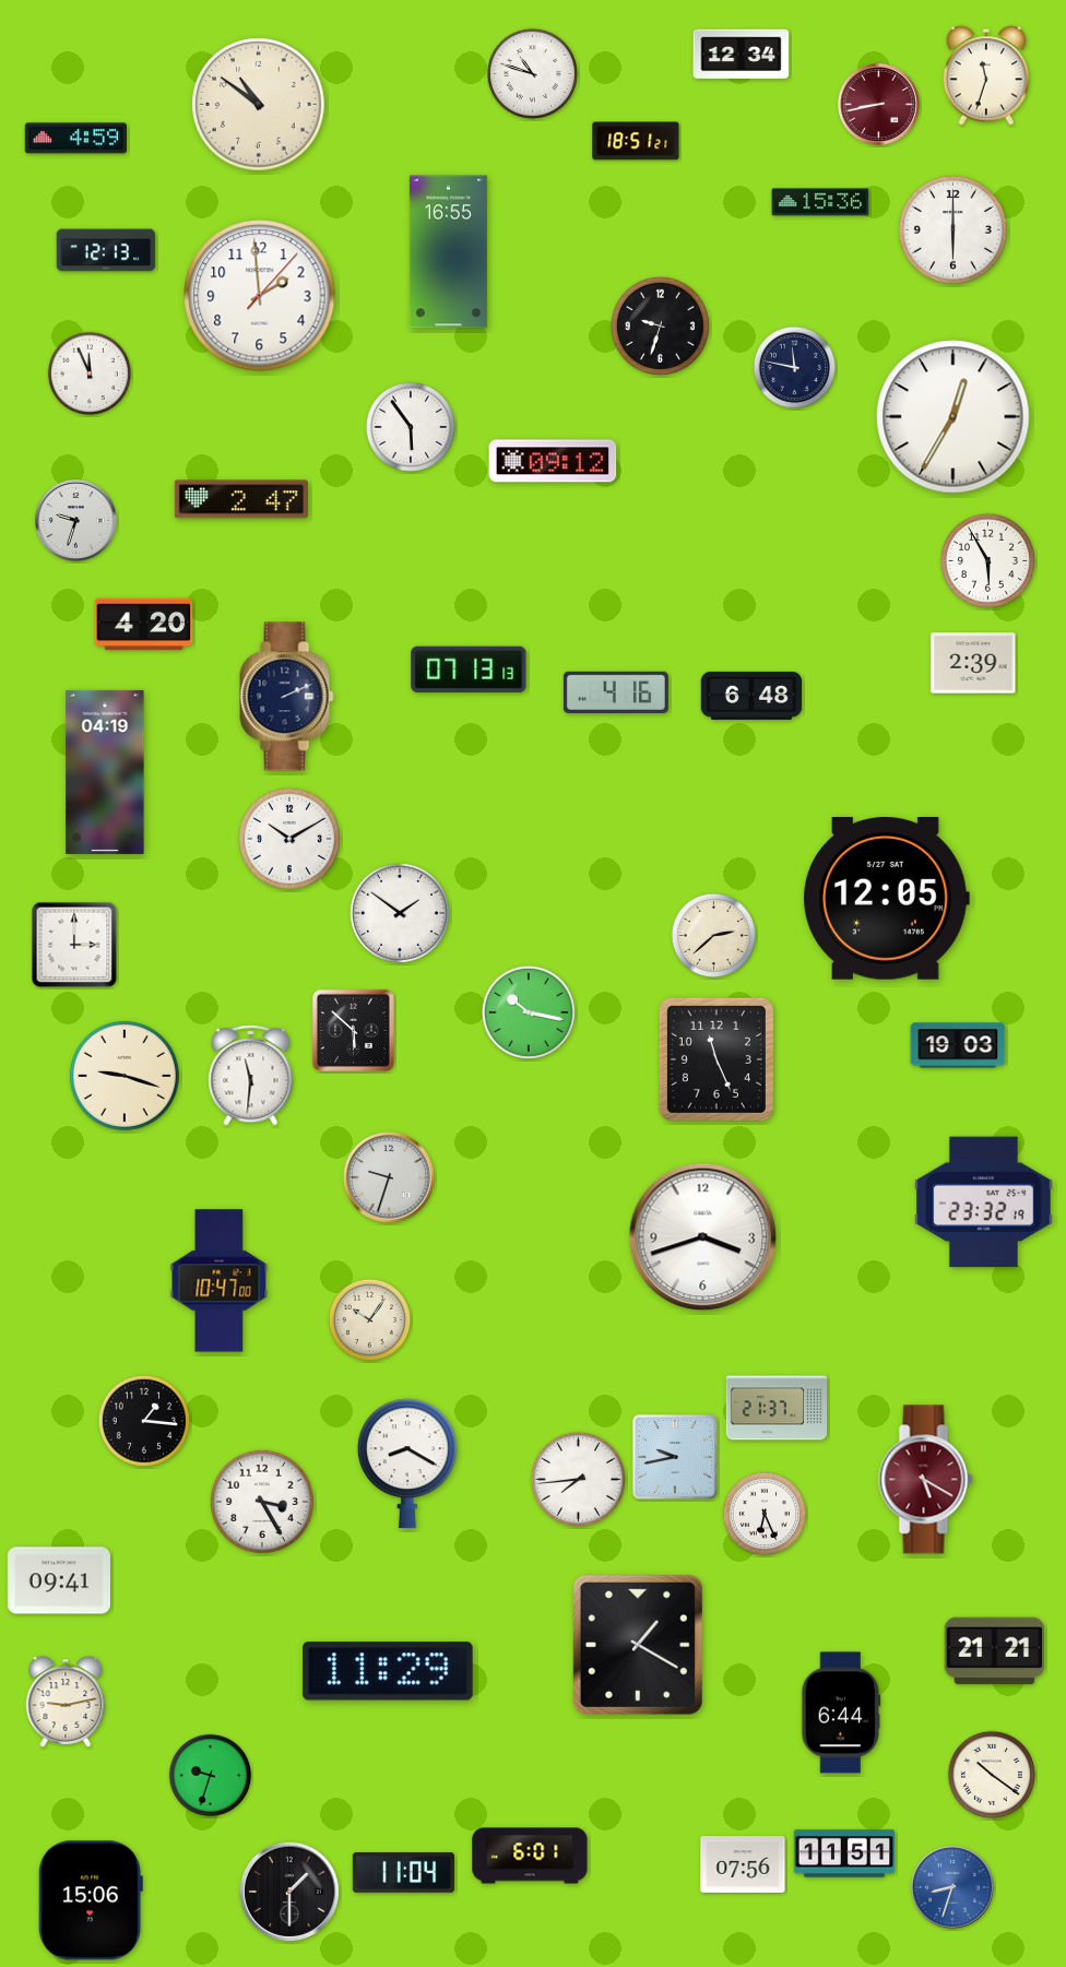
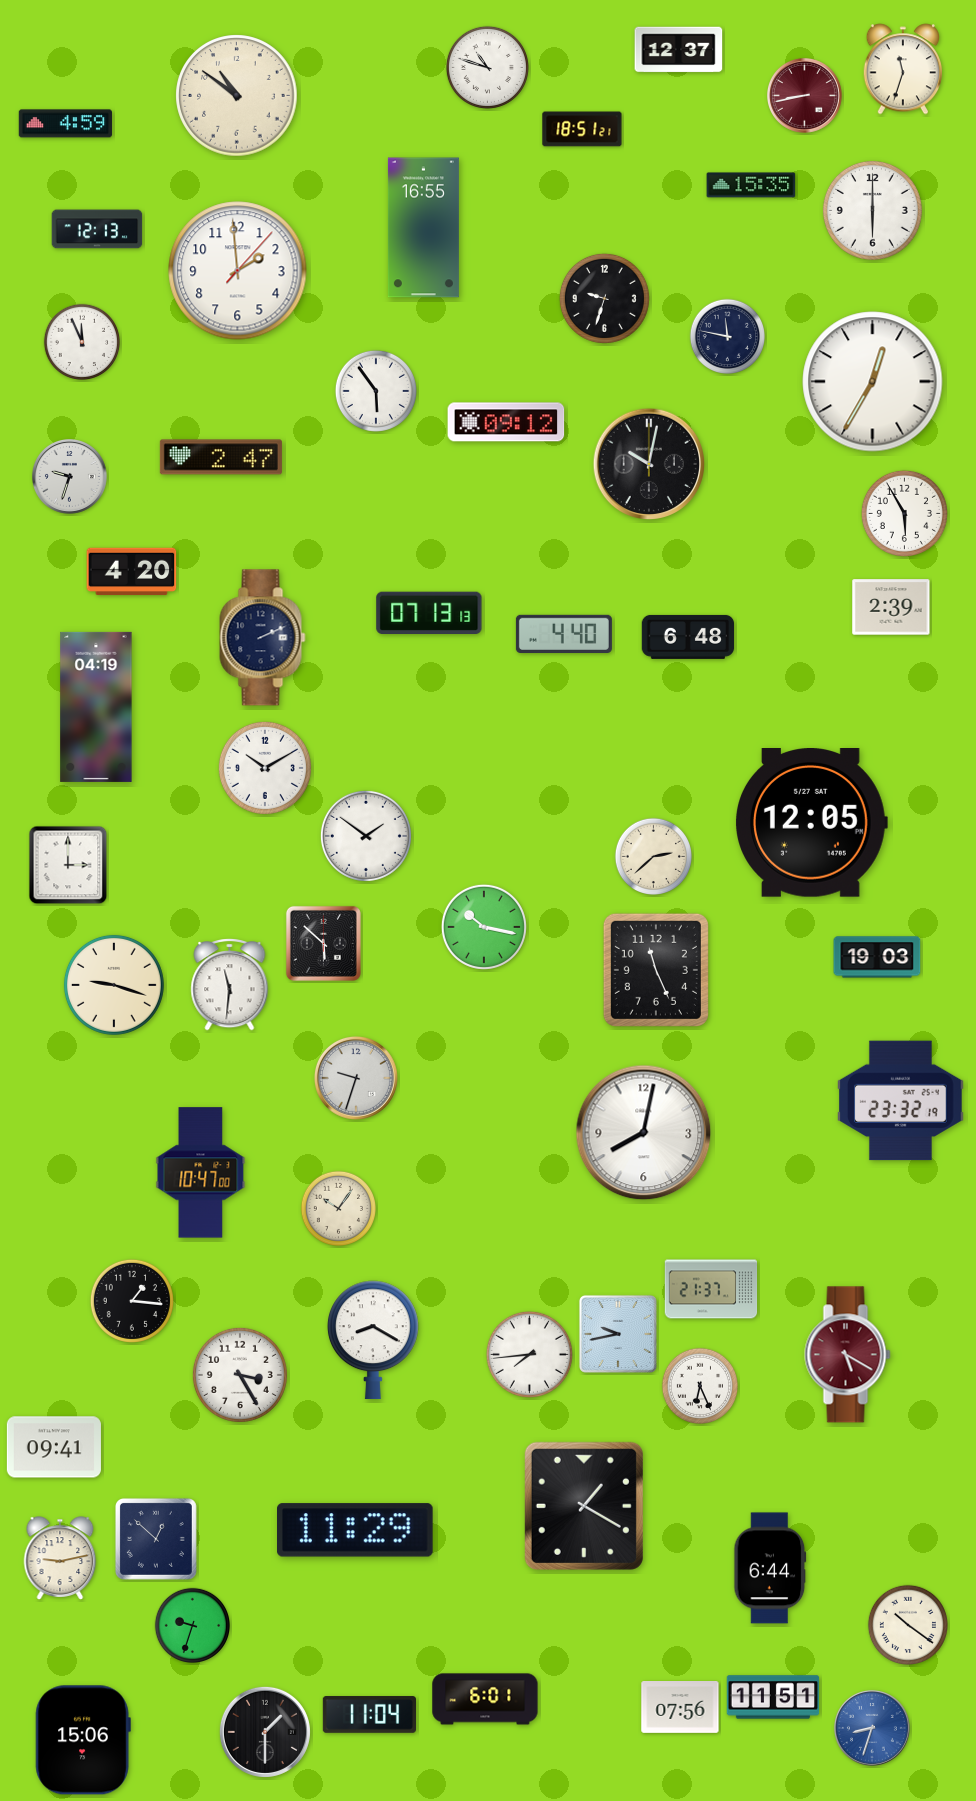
clock at (742, 55): 12:34 -> 12:37
clock at (75, 139) position: (75, 139) -> (65, 124)
clock at (820, 202): 15:36 -> 15:35
clock at (448, 252) position: (448, 252) -> (423, 228)
clock at (649, 464): none -> 10:02
clock at (616, 691): 4:16 -> 4:40
clock at (703, 1237): 3:42 -> 8:02
clock at (995, 1651): 21:21 -> none
clock at (156, 1539): none -> 12:52
